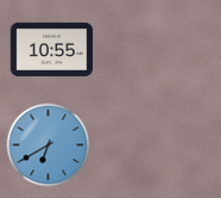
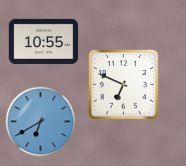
clock at (123, 84): none -> 6:49
